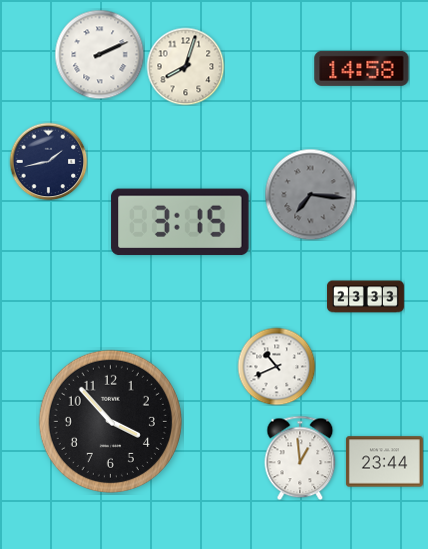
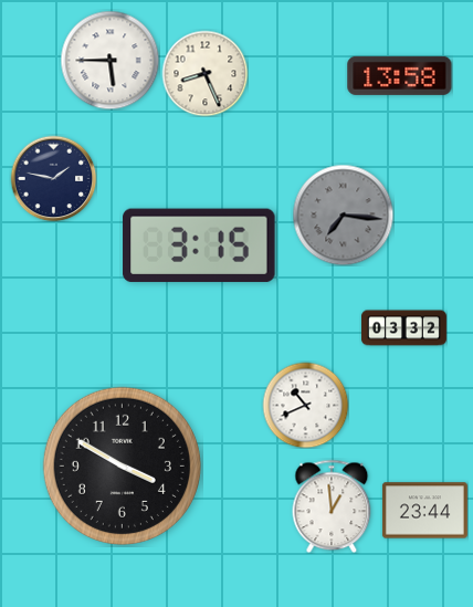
clock at (99, 54): 2:11 -> 5:45
clock at (185, 66): 8:03 -> 8:26
clock at (362, 68): 14:58 -> 13:58
clock at (48, 161): 1:43 -> 1:47
clock at (365, 297): 23:33 -> 03:32
clock at (110, 421): 3:53 -> 3:50
